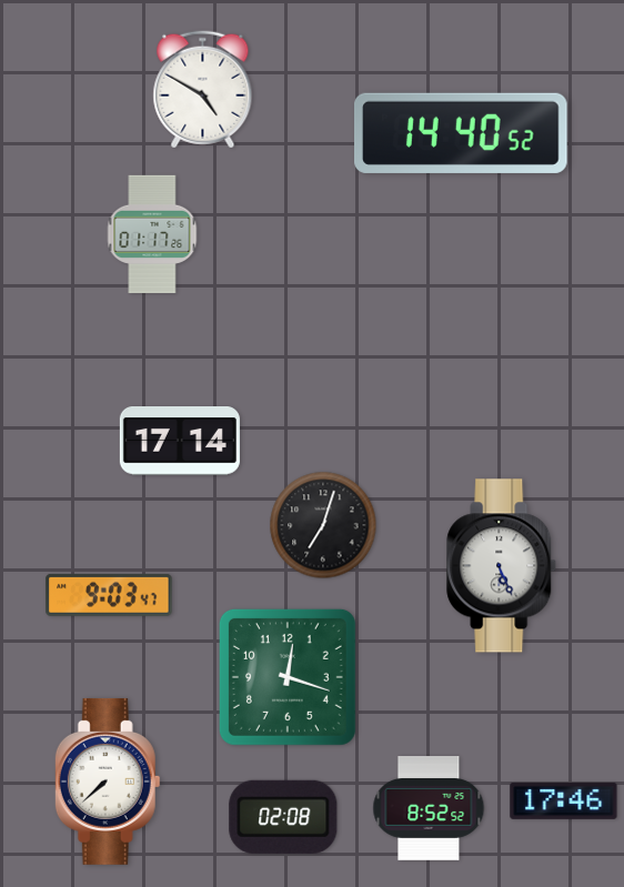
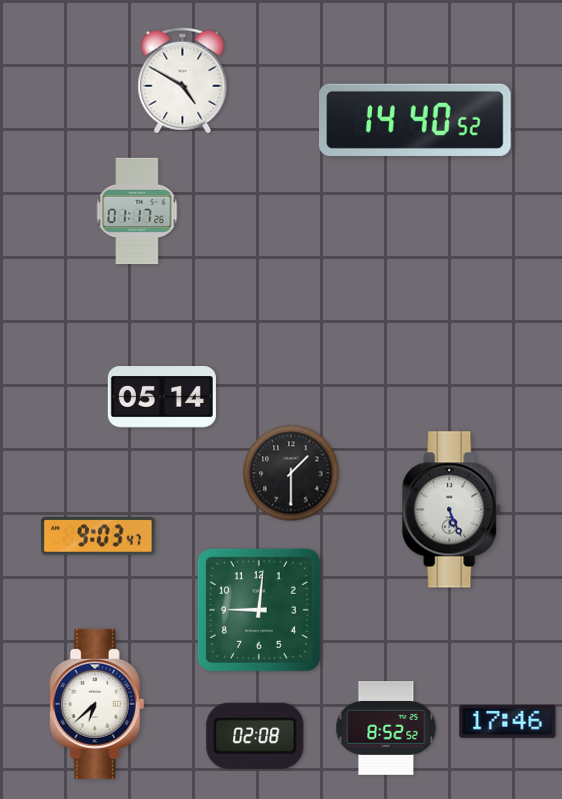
clock at (180, 442): 17:14 -> 05:14
clock at (323, 525): 7:03 -> 1:30
clock at (288, 677): 12:18 -> 9:01
clock at (108, 782): 7:38 -> 6:38
